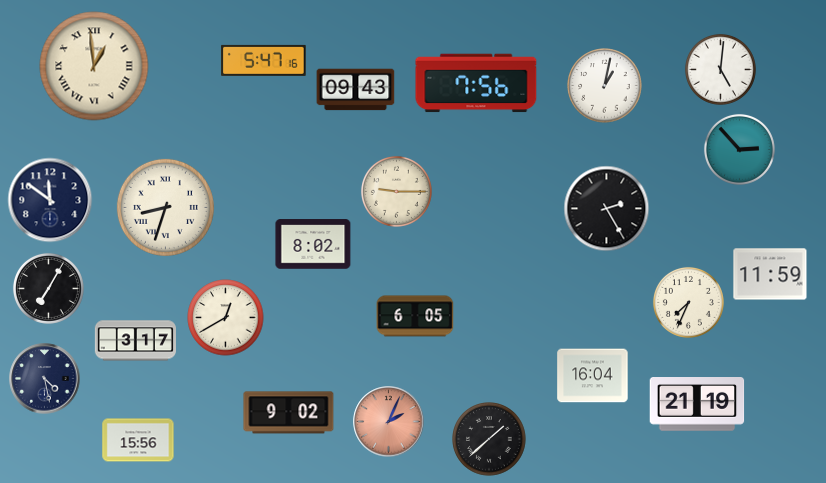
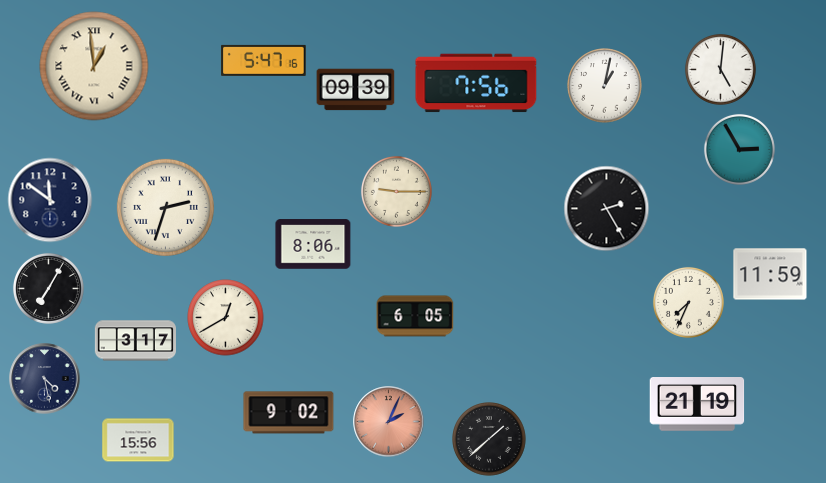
clock at (356, 90): 09:43 -> 09:39
clock at (739, 149): 2:53 -> 2:55
clock at (165, 207): 8:33 -> 2:33
clock at (313, 244): 8:02 -> 8:06
clock at (593, 376): 16:04 -> none
